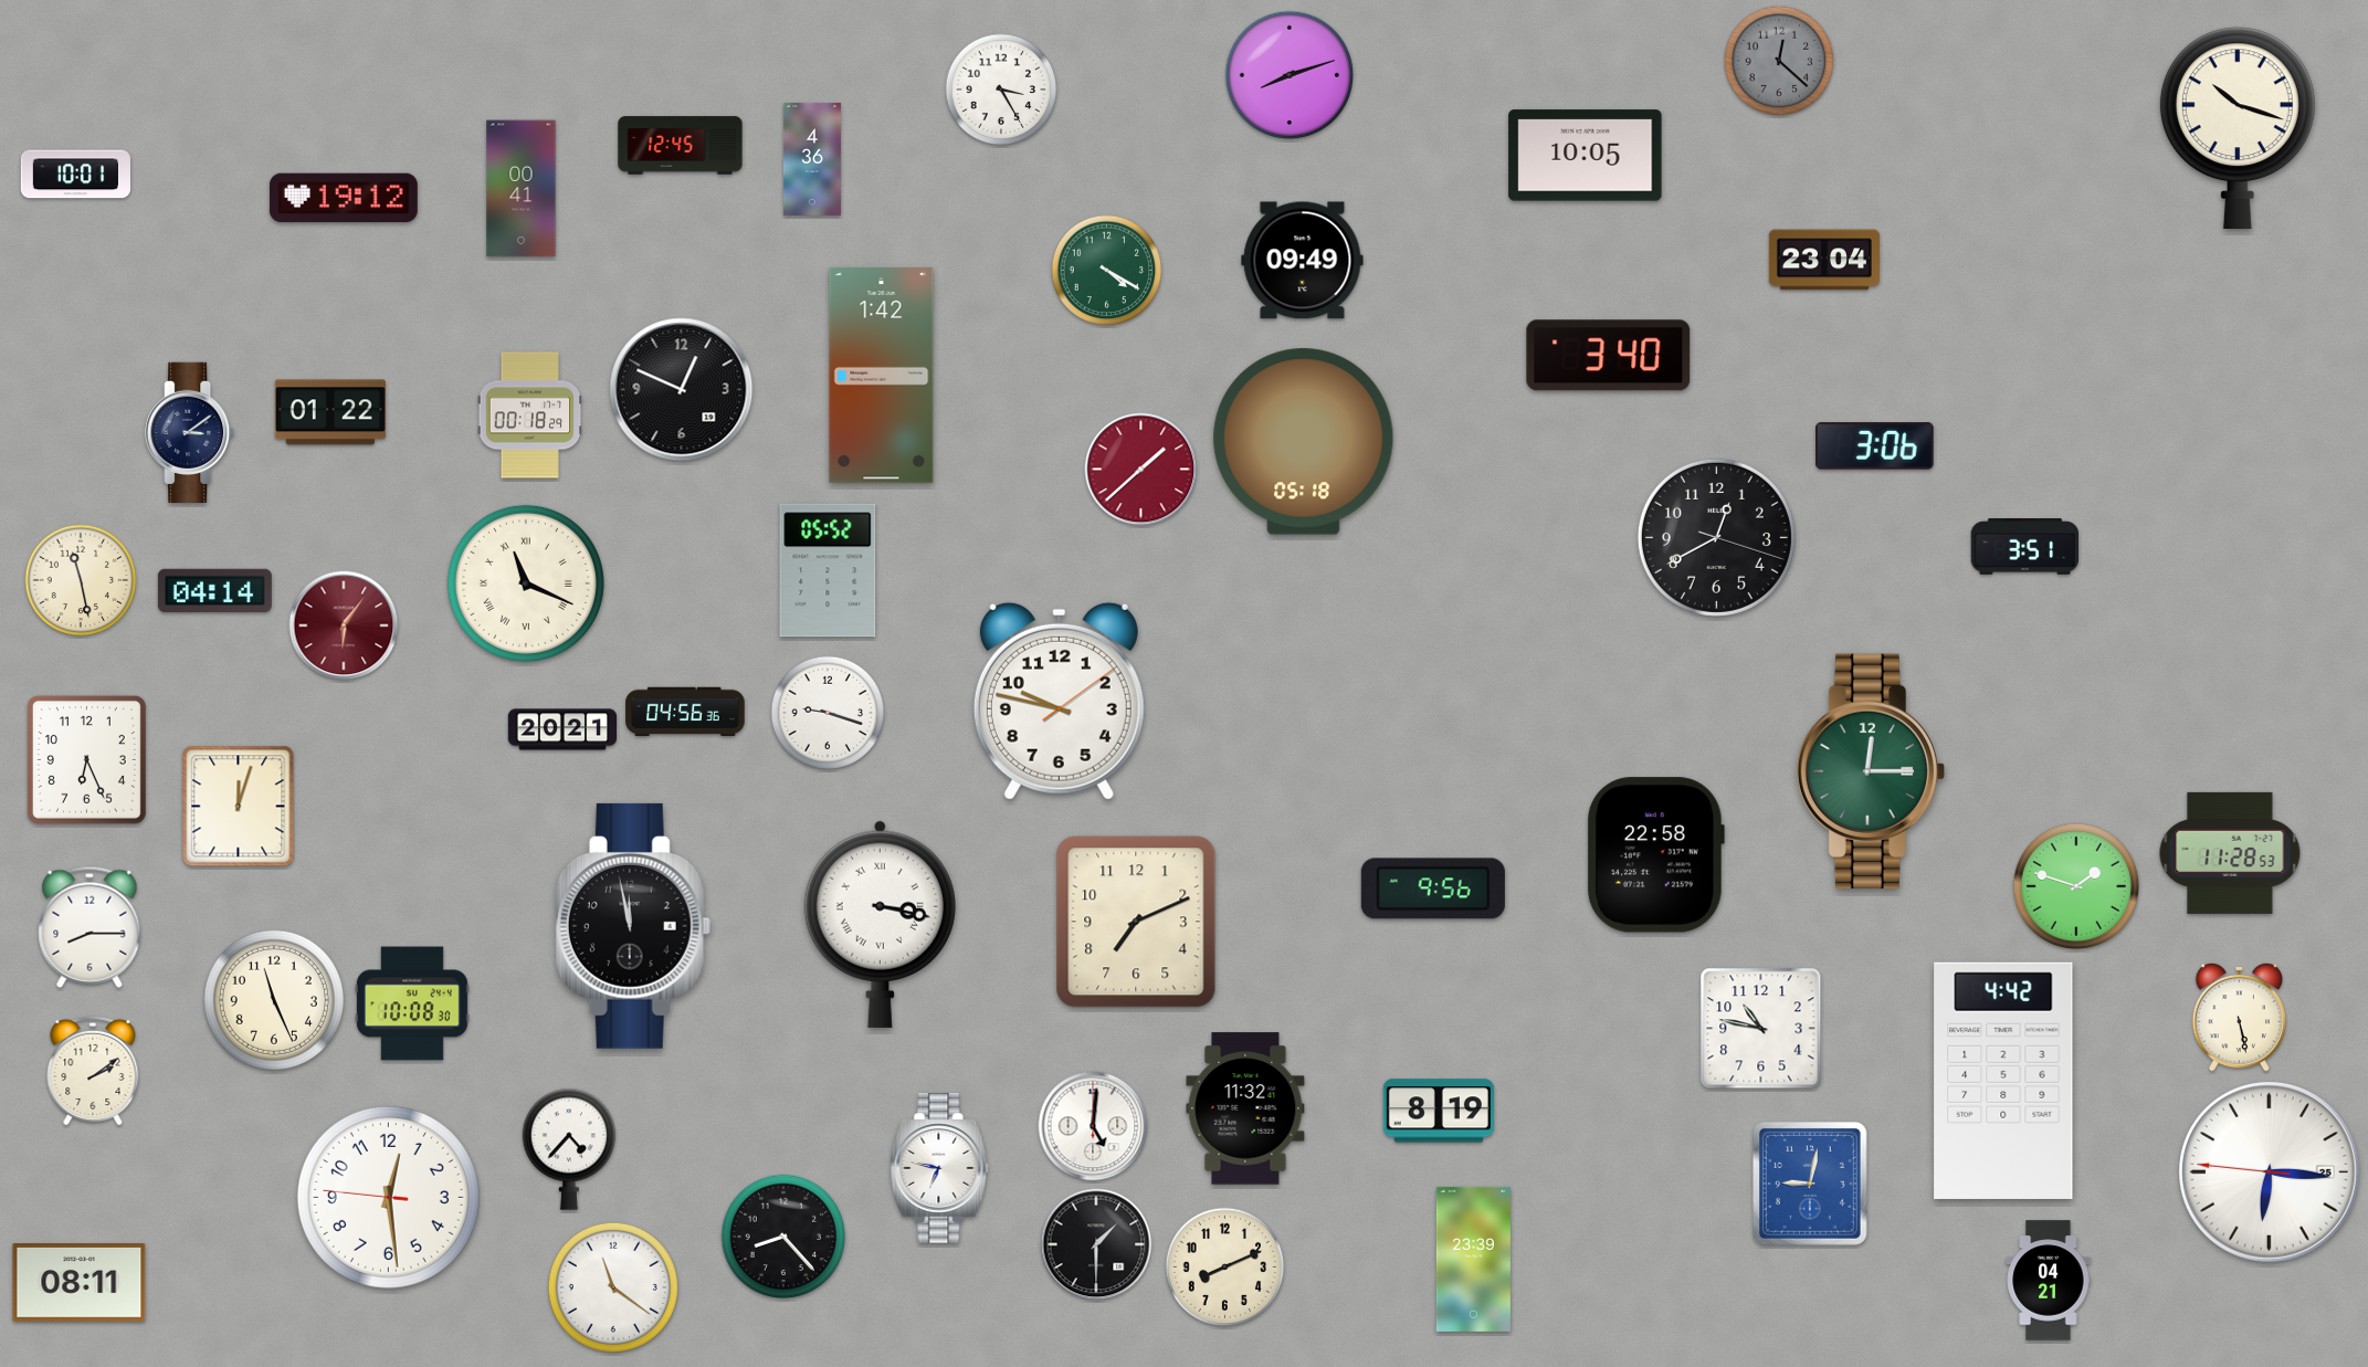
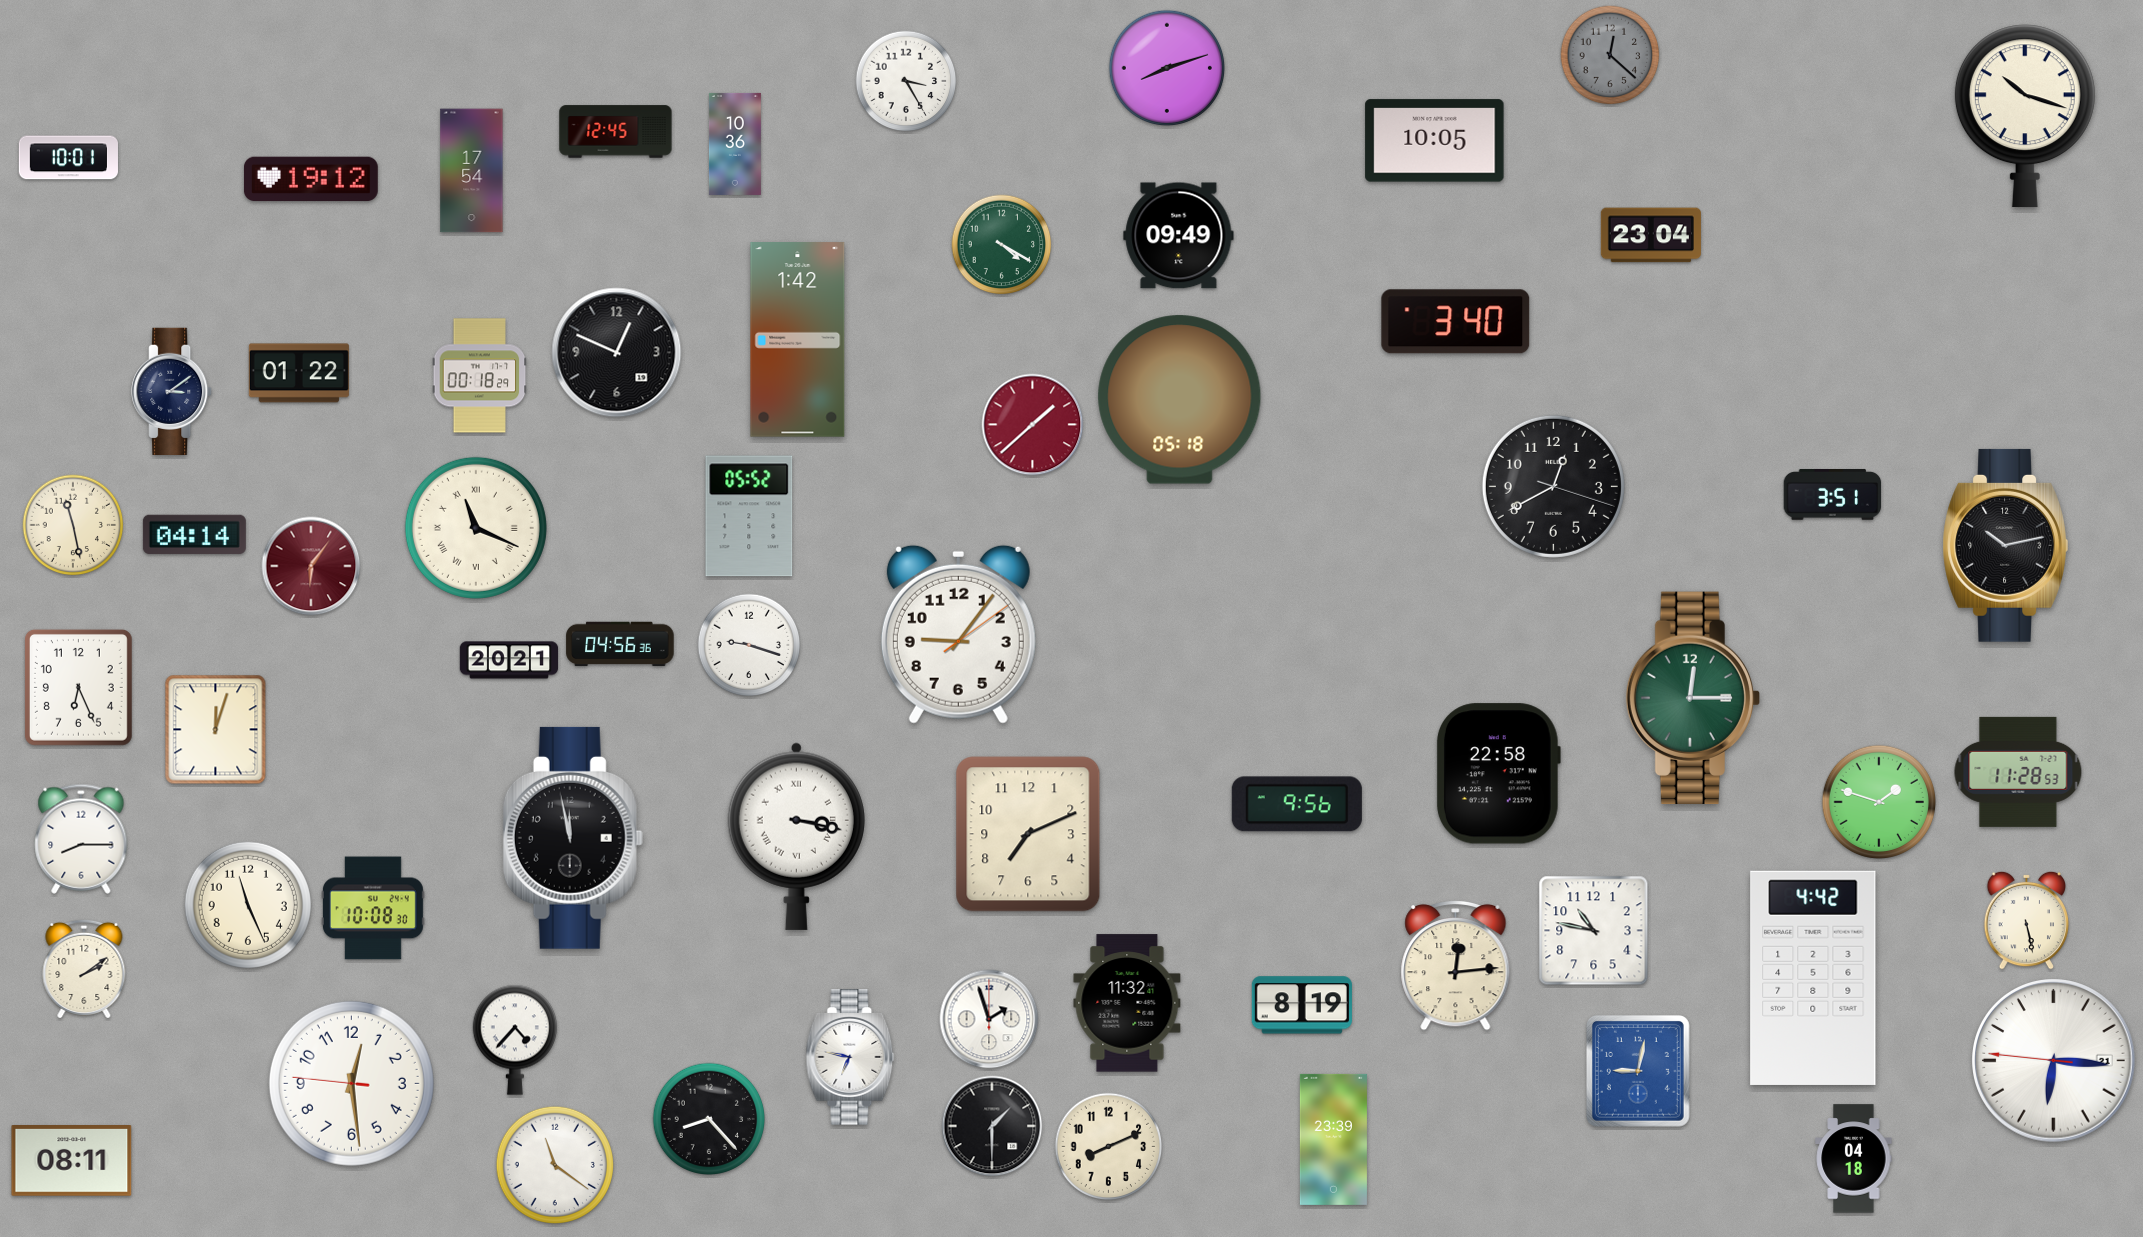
clock at (812, 159): 4:36 -> 10:36
clock at (522, 189): 00:41 -> 17:54
clock at (1875, 446): 3:06 -> none
clock at (2005, 545): none -> 10:13
clock at (1059, 701): 9:47 -> 9:06
clock at (1456, 965): none -> 12:14
clock at (1093, 1126): 5:01 -> 1:57
clock at (2270, 1173) date: 25 -> 21
clock at (2049, 1281): 04:21 -> 04:18
